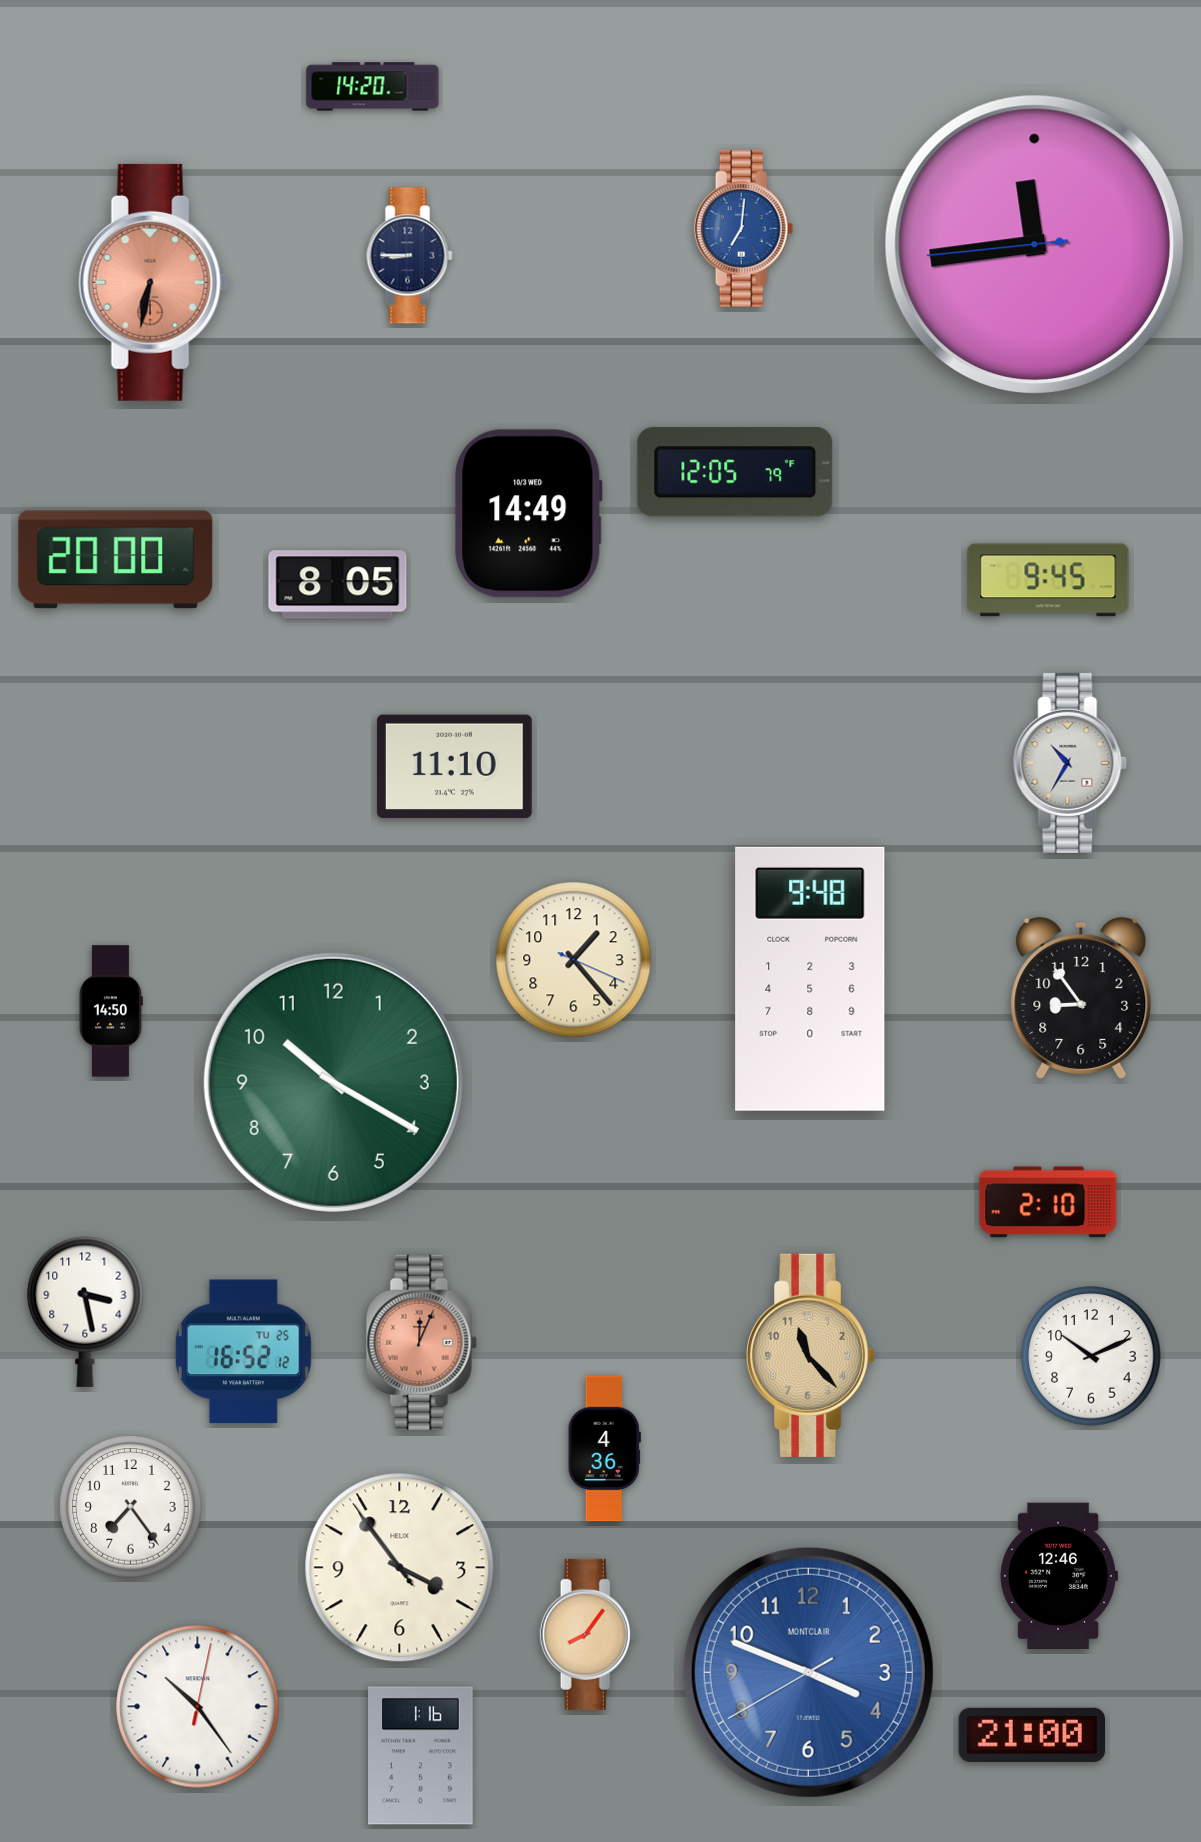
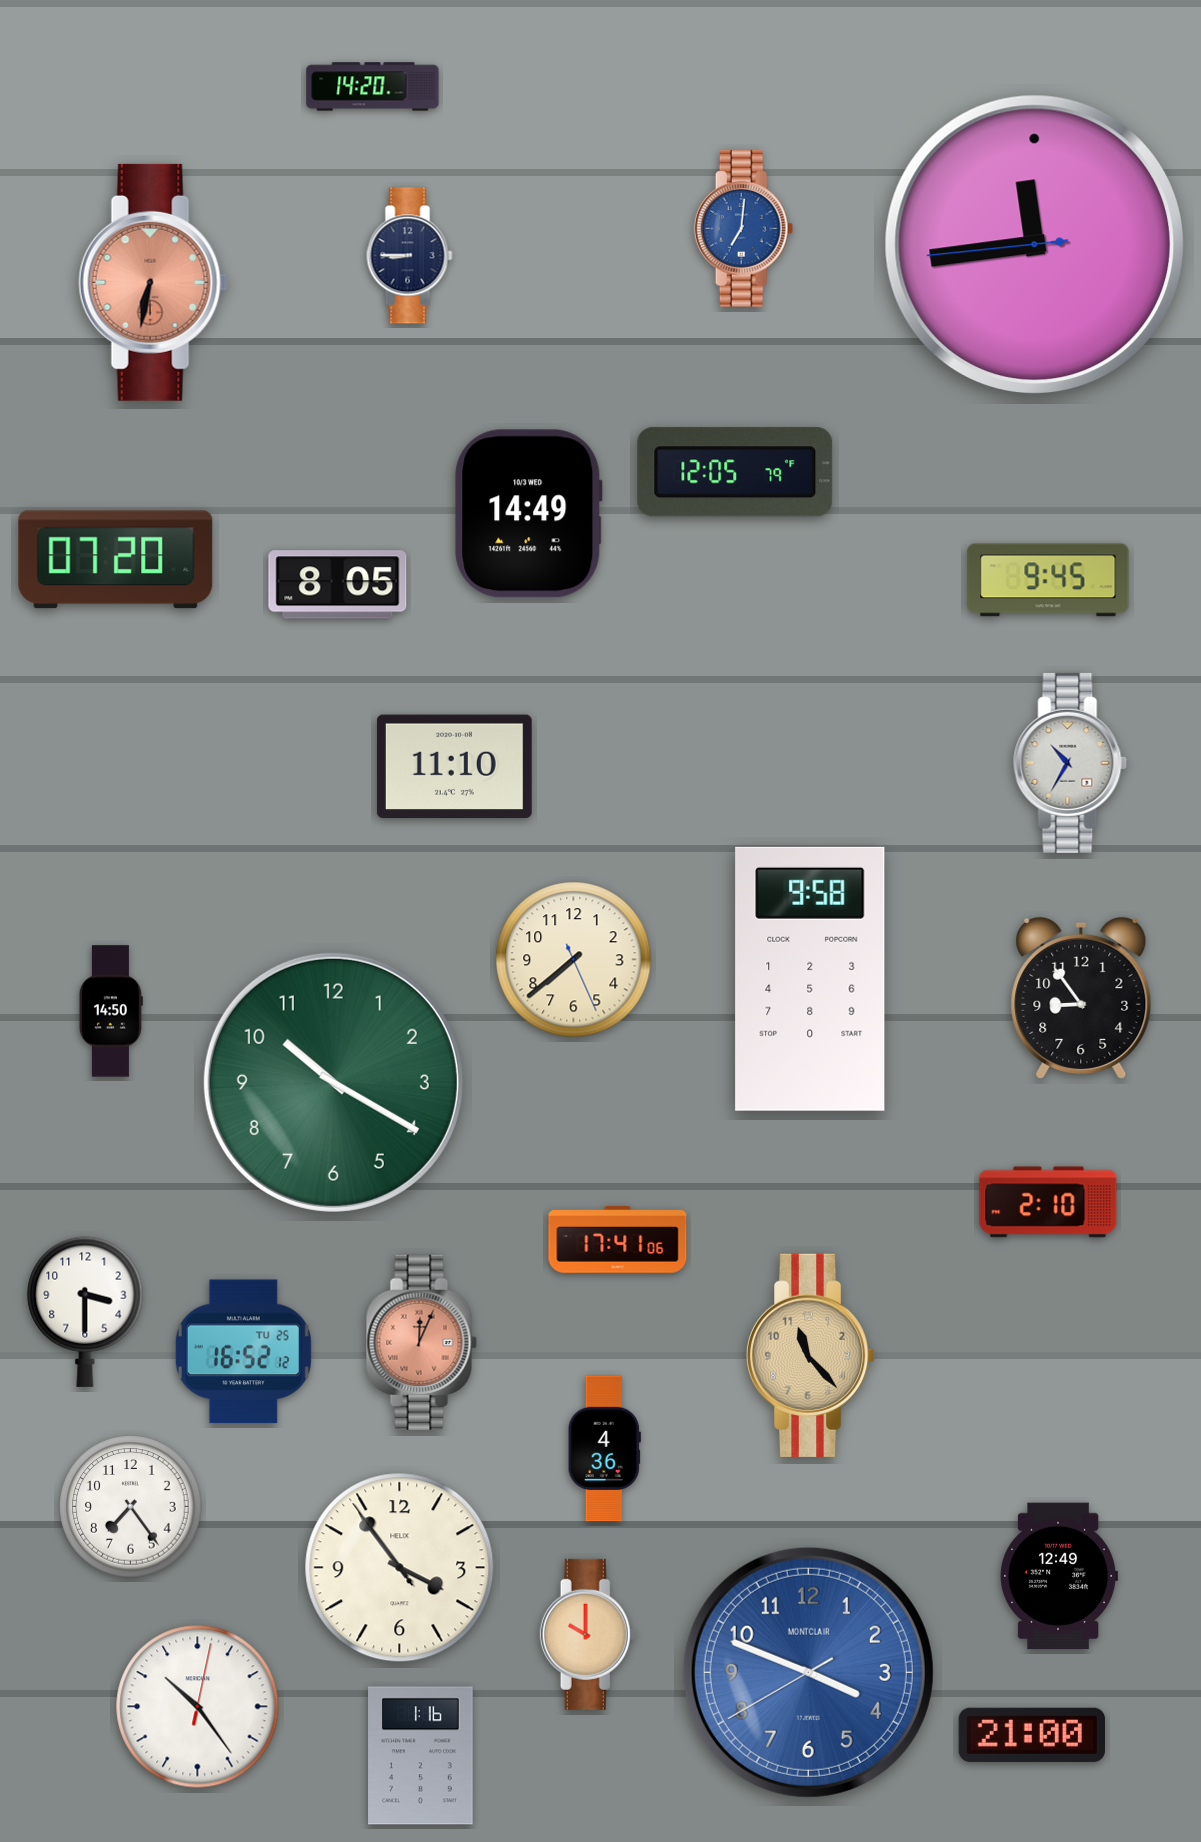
clock at (116, 560): 20:00 -> 07:20
clock at (574, 960): 1:23 -> 7:38
clock at (810, 979): 9:48 -> 9:58
clock at (618, 1240): none -> 17:41
clock at (85, 1312): 3:28 -> 3:30
clock at (1091, 1356): 10:11 -> none
clock at (1058, 1576): 12:46 -> 12:49
clock at (588, 1634): 8:06 -> 10:00
